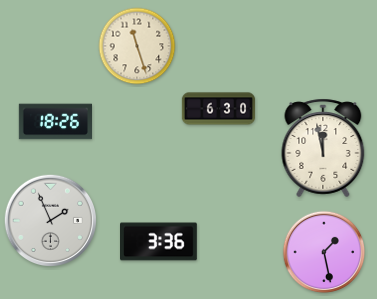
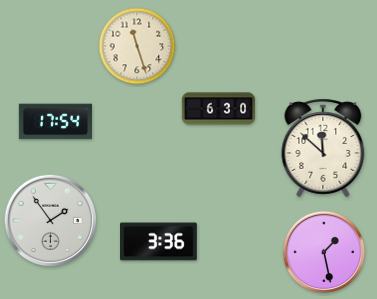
clock at (55, 122): 18:26 -> 17:54
clock at (323, 148): 11:58 -> 11:52
clock at (50, 220): 1:56 -> 1:54
